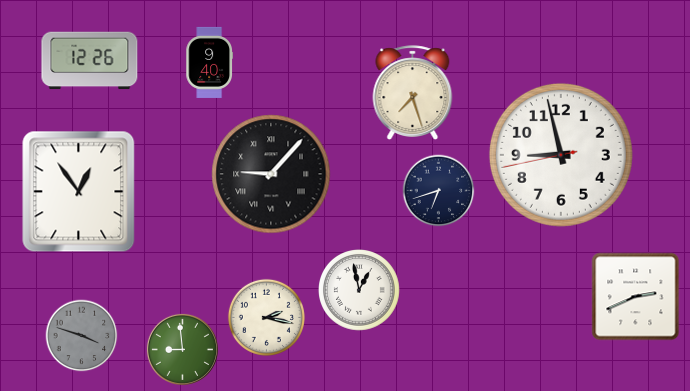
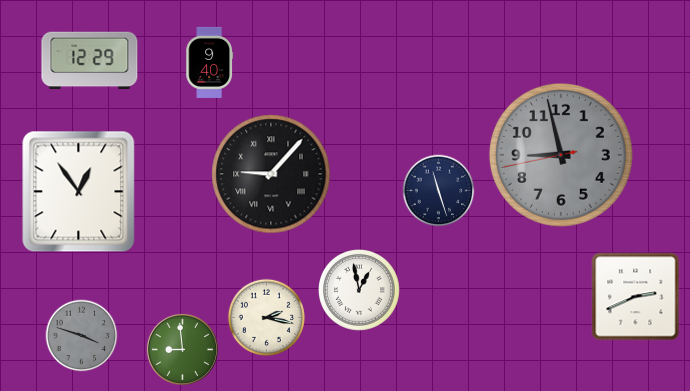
clock at (90, 61): 12:26 -> 12:29
clock at (413, 92): 7:27 -> none
clock at (561, 155) dial: white -> grey
clock at (439, 191): 6:42 -> 11:27
